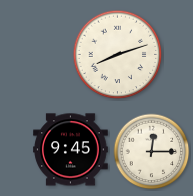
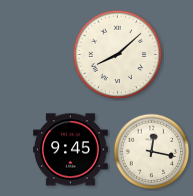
clock at (118, 55): 8:12 -> 8:08
clock at (152, 152): 12:15 -> 12:17
